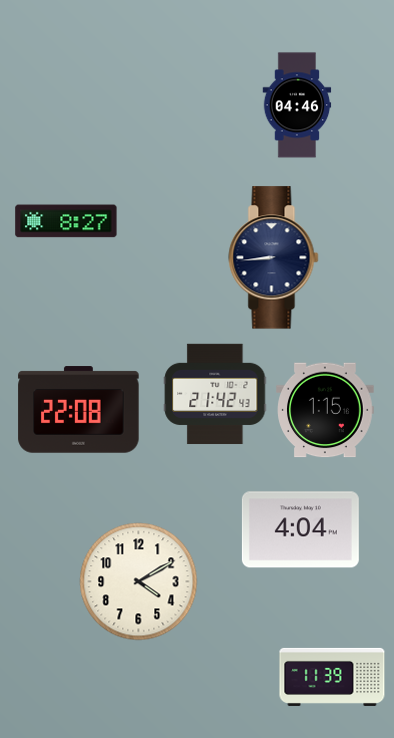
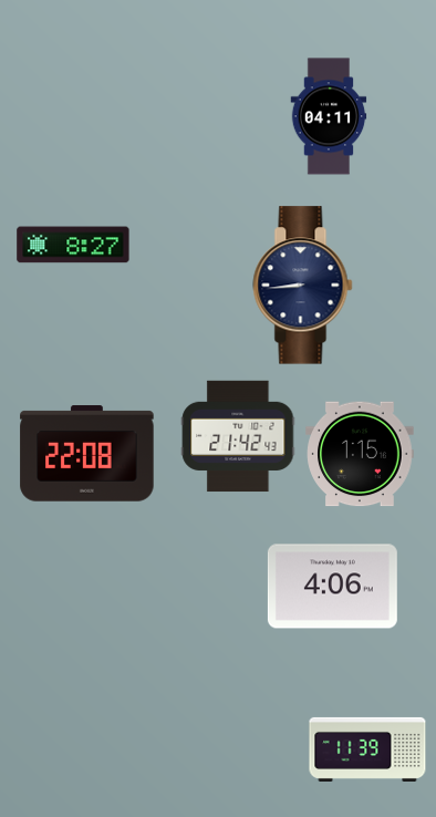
clock at (297, 105): 04:46 -> 04:11
clock at (300, 530): 4:04 -> 4:06
clock at (139, 582): 4:10 -> none
